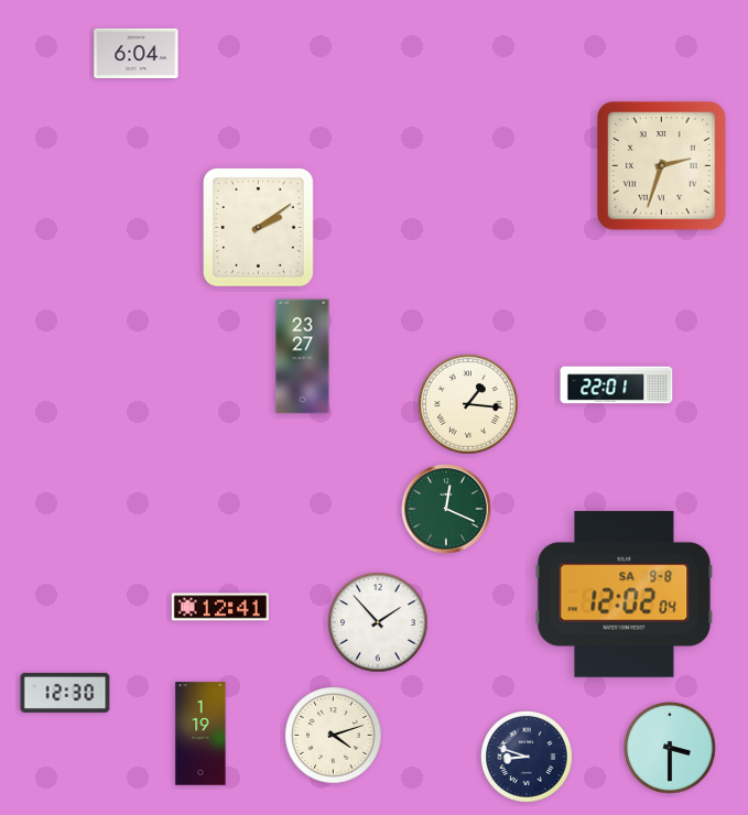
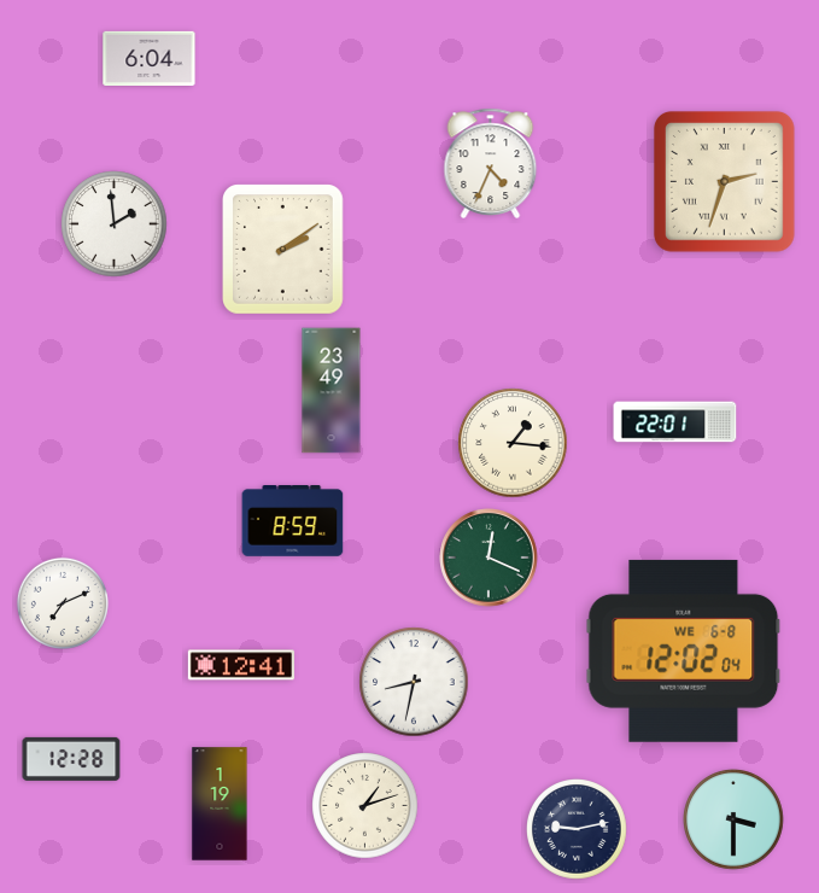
clock at (491, 163): none -> 4:34
clock at (115, 224): none -> 1:59
clock at (303, 357): 23:27 -> 23:49
clock at (293, 521): none -> 8:59
clock at (63, 603): none -> 7:11
clock at (625, 594) date: SA 9-8 -> WE 6-8
clock at (378, 622): 1:53 -> 8:32
clock at (65, 693): 12:30 -> 12:28
clock at (334, 736): 4:12 -> 1:12
clock at (528, 758): 8:48 -> 9:13
